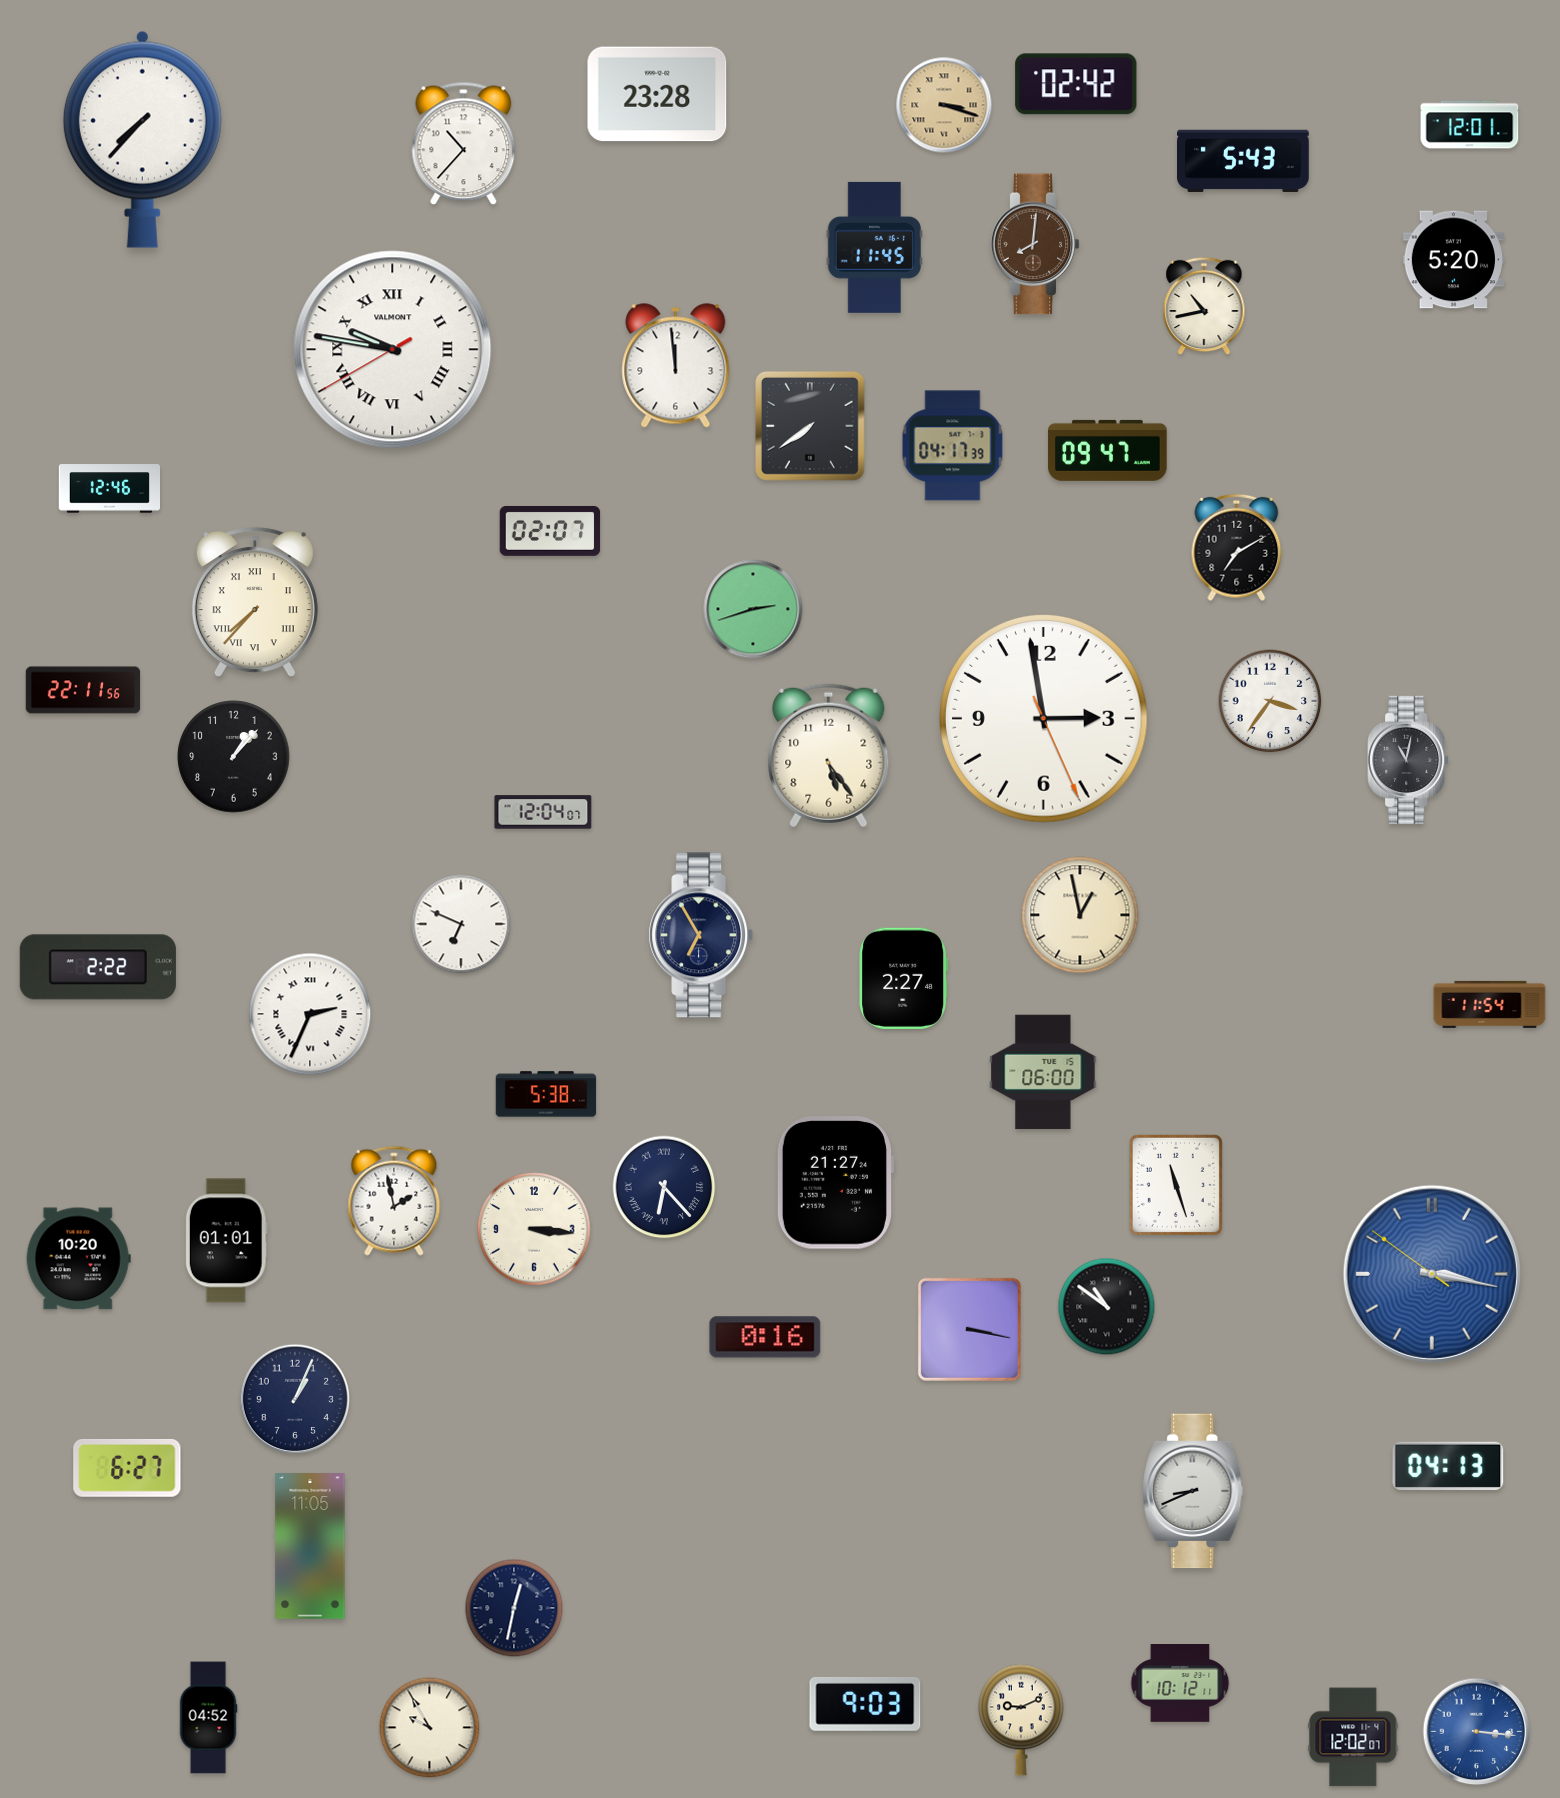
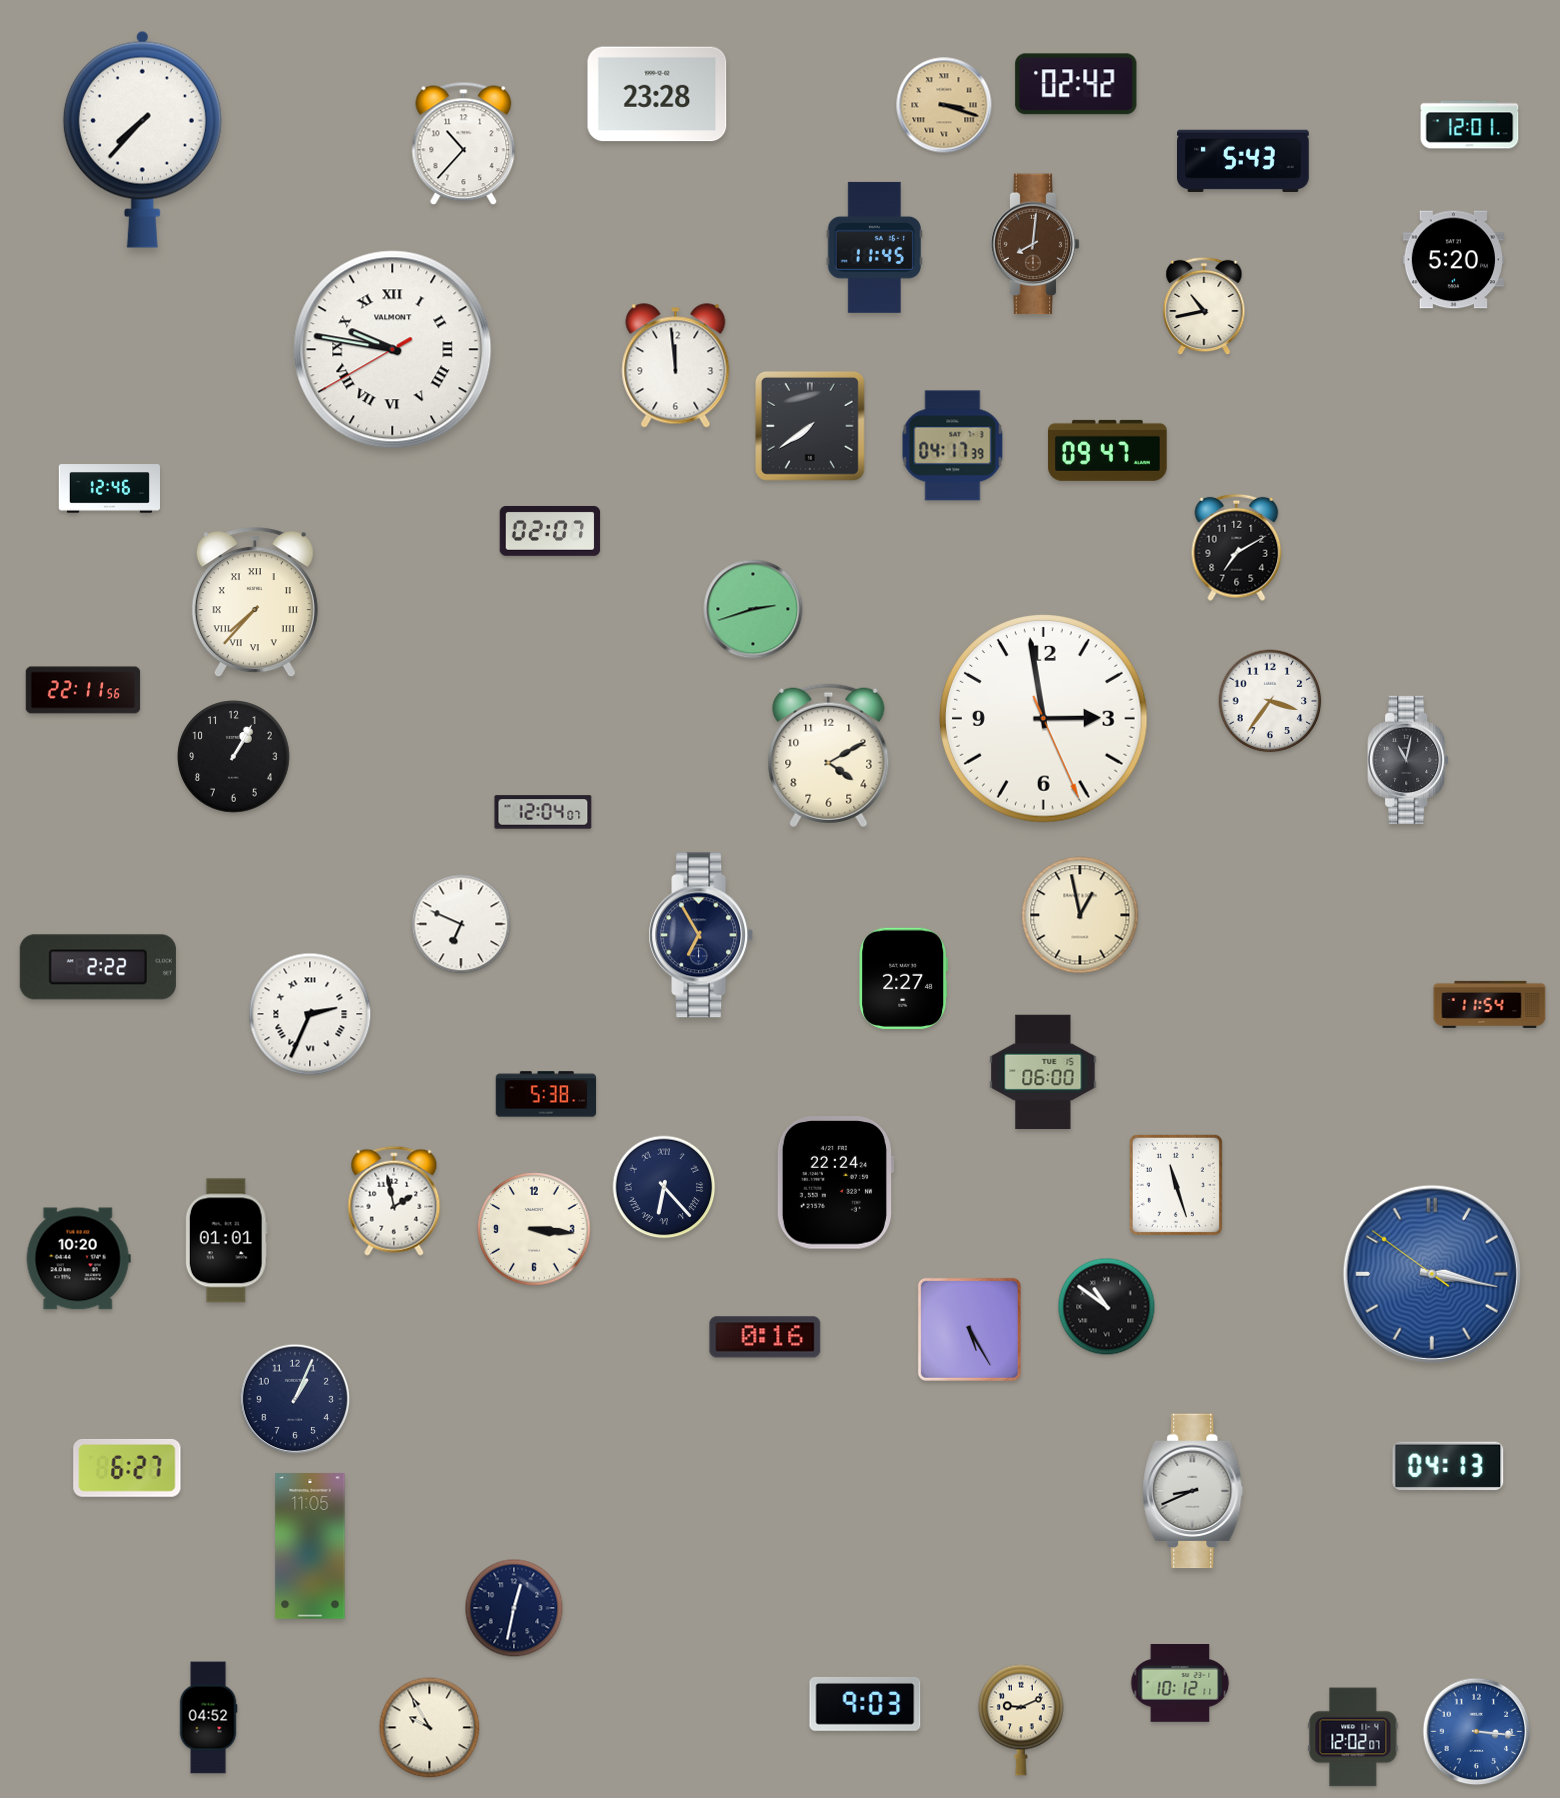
clock at (829, 756): 5:24 -> 4:10
clock at (234, 757): 1:07 -> 1:05
clock at (835, 1183): 21:27 -> 22:24
clock at (969, 1329): 3:17 -> 5:25
